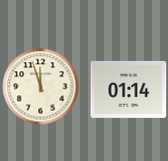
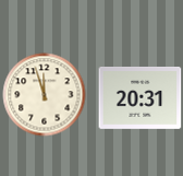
clock at (129, 89): 01:14 -> 20:31
